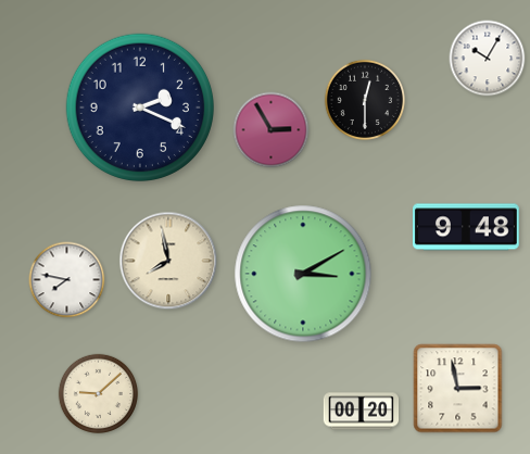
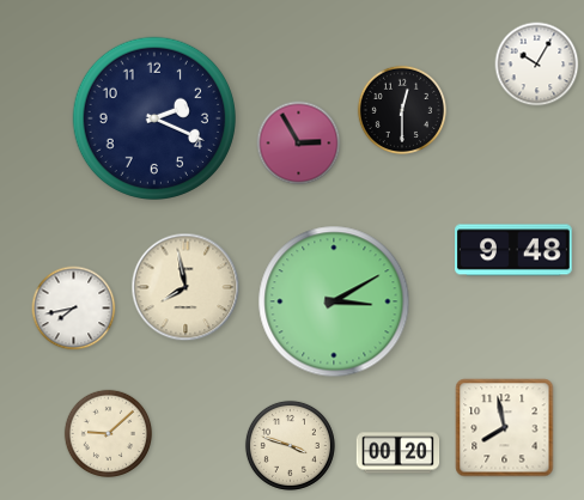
clock at (67, 280): 7:47 -> 7:43
clock at (458, 389): 2:58 -> 7:58
clock at (290, 445): none -> 3:48
